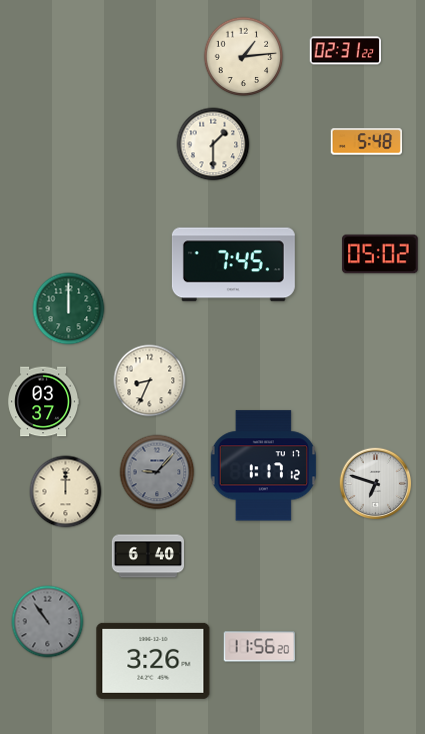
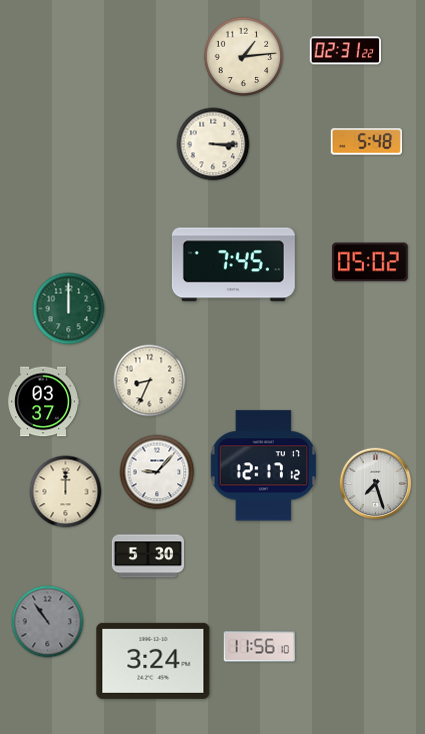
clock at (213, 144): 1:30 -> 3:15
clock at (380, 254) position: (380, 254) -> (370, 262)
clock at (264, 466): 1:17 -> 12:17
clock at (157, 472) dial: grey -> white
clock at (376, 484): 6:48 -> 7:27
clock at (147, 556): 6:40 -> 5:30
clock at (259, 647): 11:56:20 -> 11:56:10
clock at (153, 661): 3:26 -> 3:24
